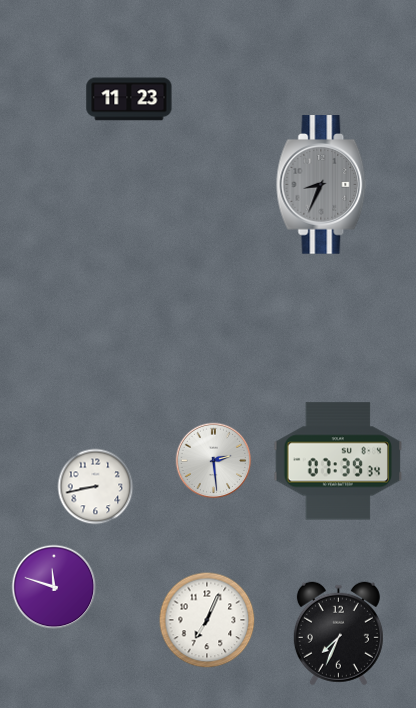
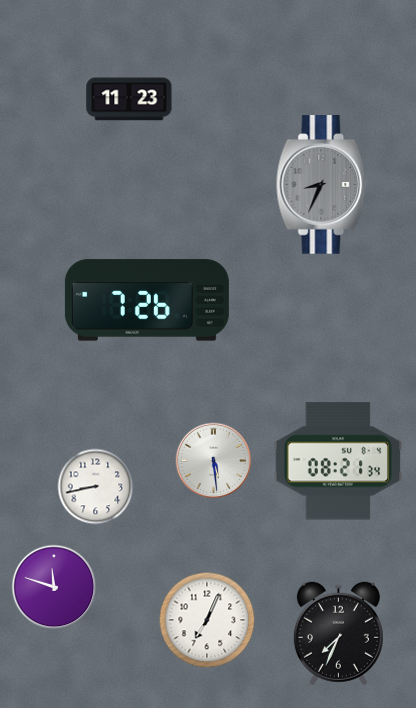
clock at (147, 300): none -> 7:26
clock at (214, 461): 2:29 -> 5:29
clock at (338, 461): 07:39 -> 08:21
